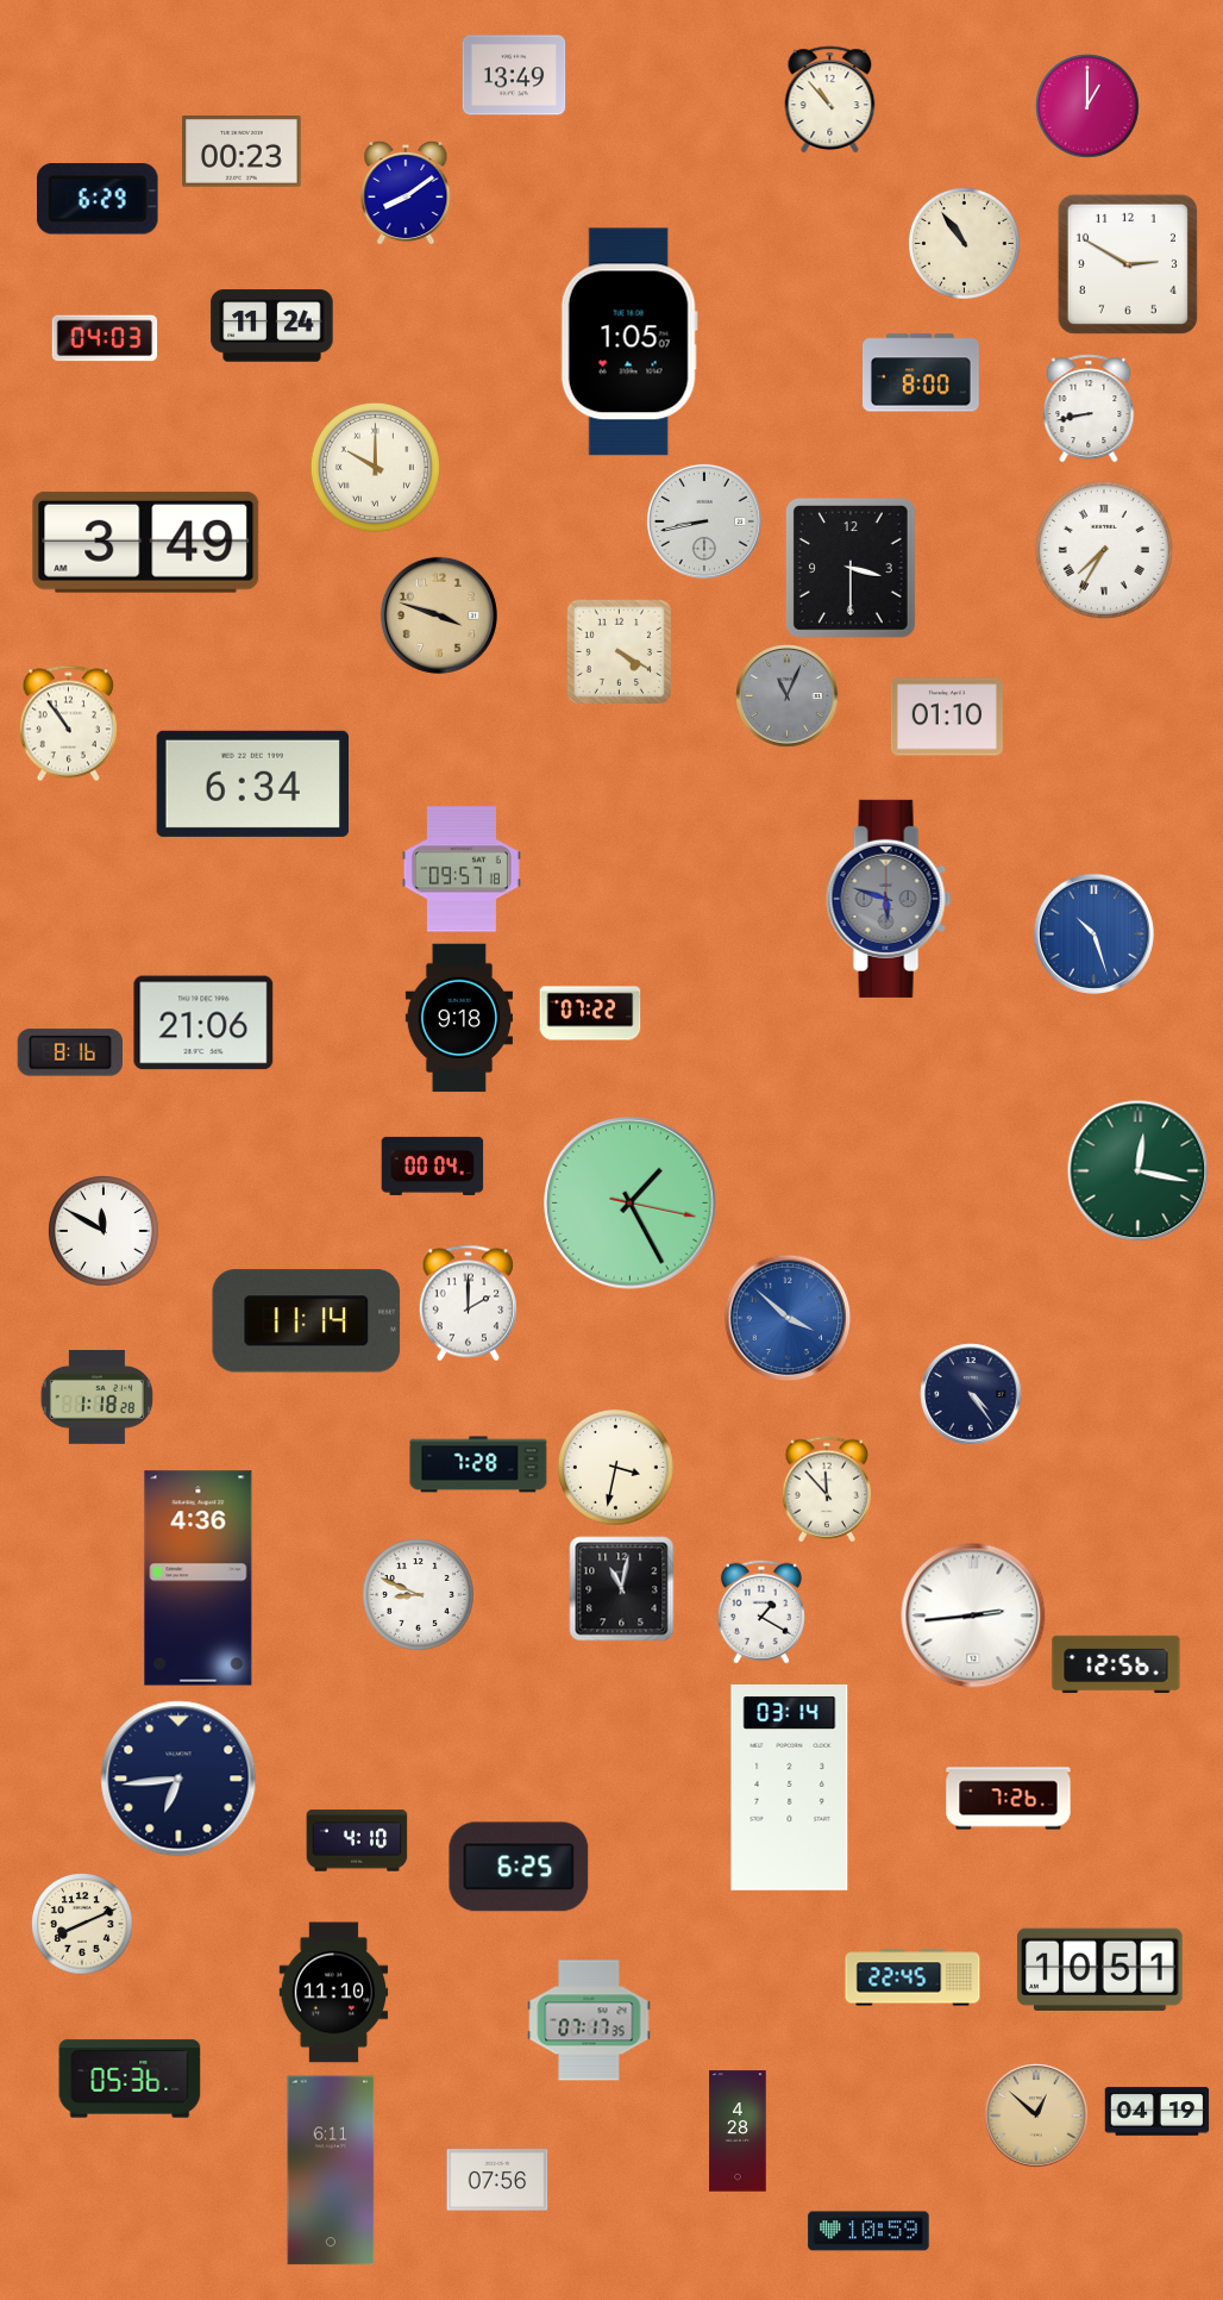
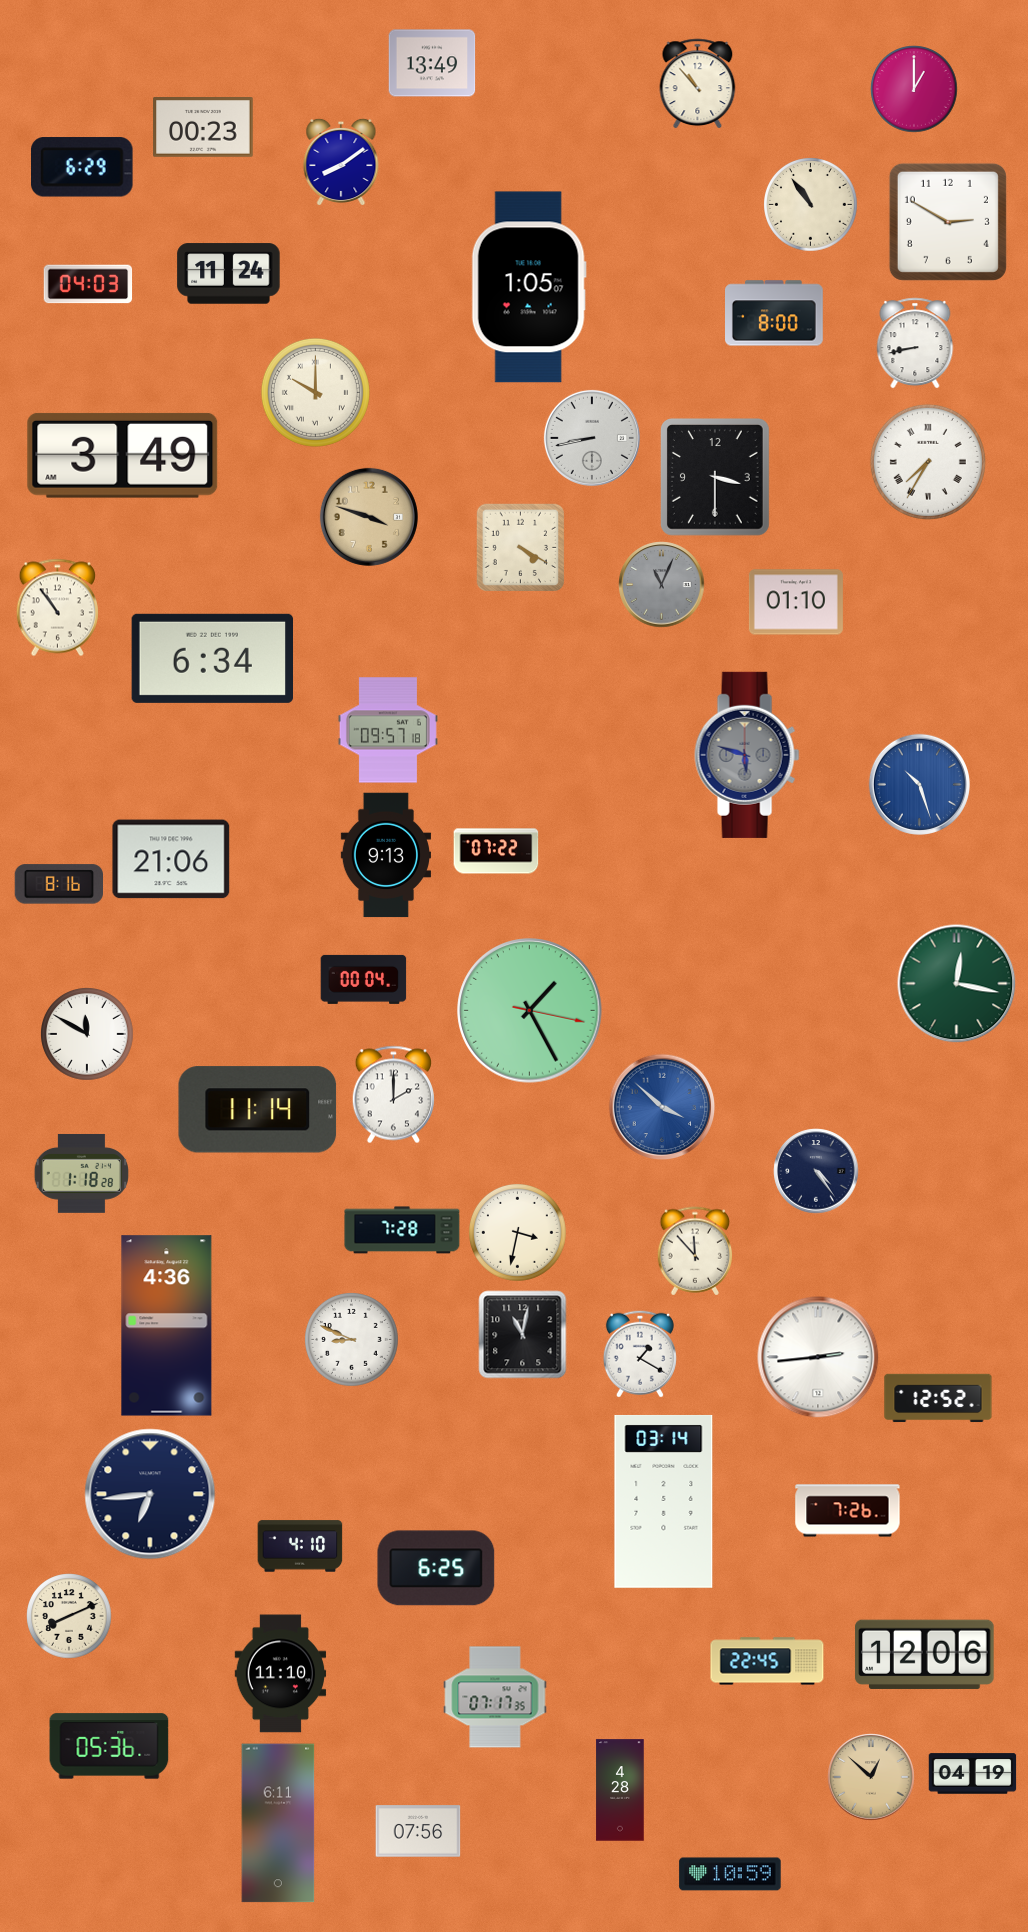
clock at (458, 1018): 9:18 -> 9:13
clock at (1116, 1664): 12:56 -> 12:52
clock at (1100, 1969): 10:51 -> 12:06
